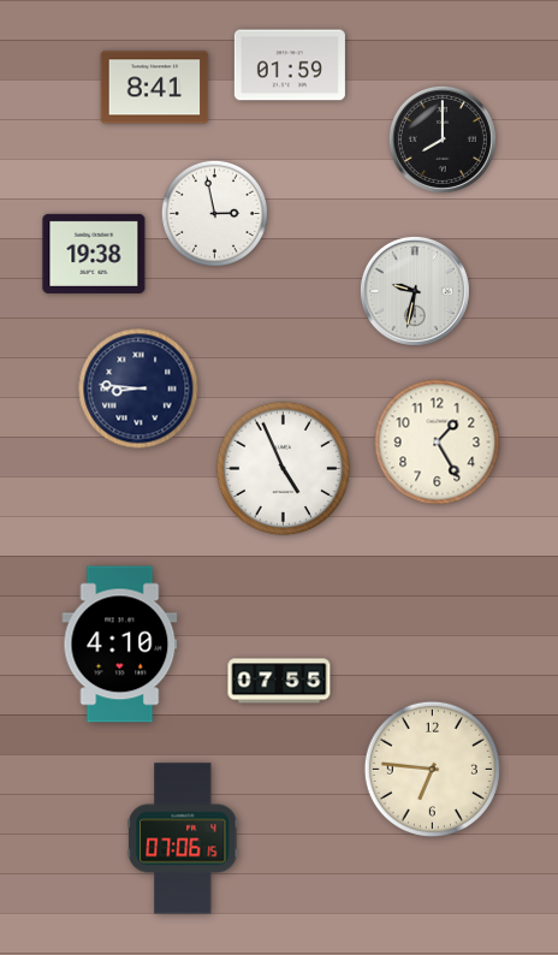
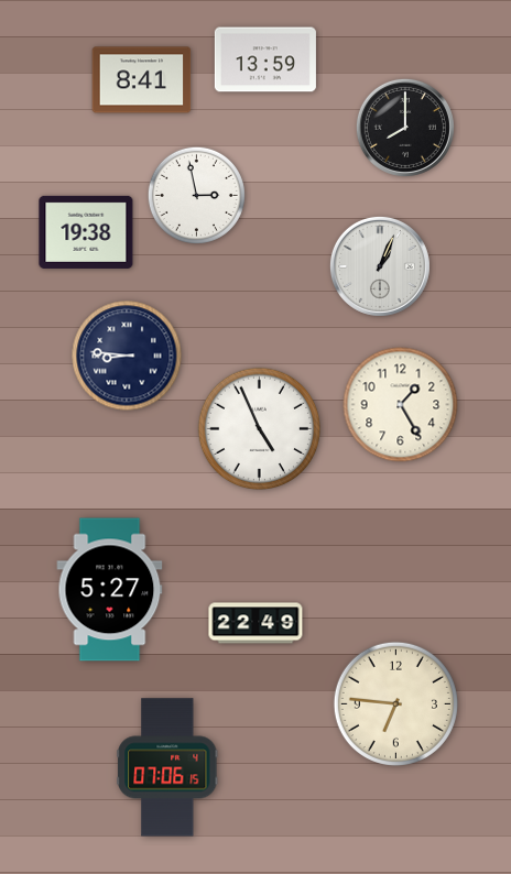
clock at (290, 65): 01:59 -> 13:59
clock at (415, 291): 9:32 -> 1:04
clock at (120, 645): 4:10 -> 5:27
clock at (279, 681): 07:55 -> 22:49
